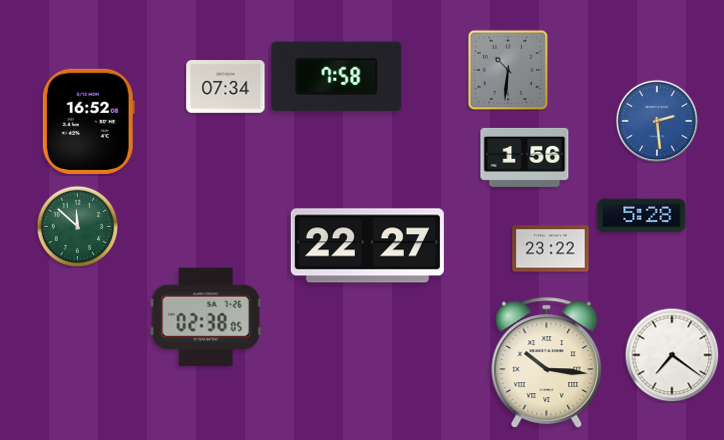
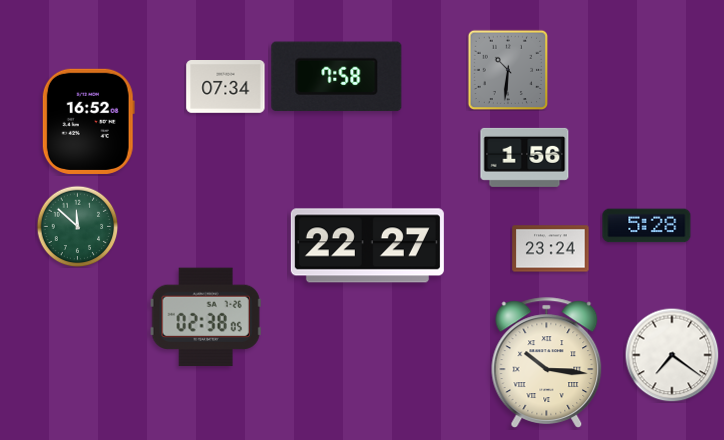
clock at (656, 120): 2:29 -> none
clock at (642, 216) position: (642, 216) -> (647, 226)
clock at (551, 249): 23:22 -> 23:24
